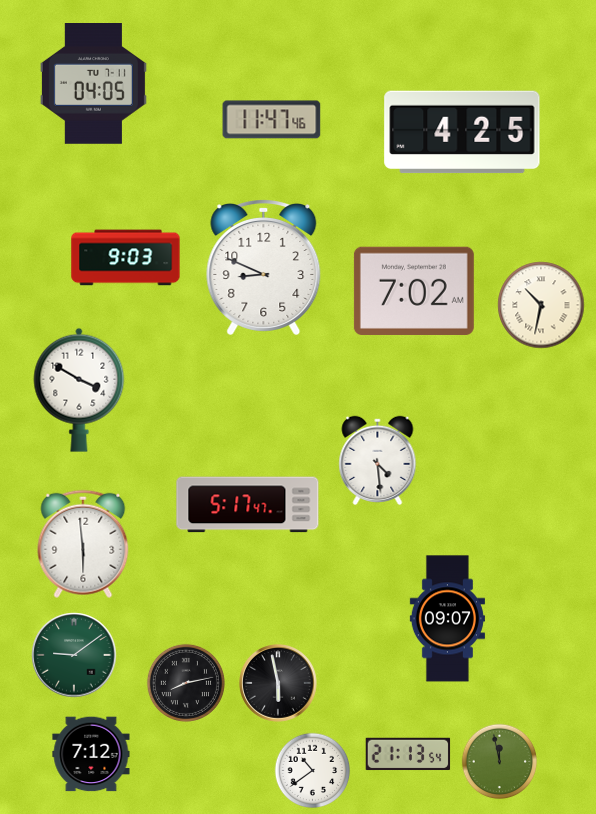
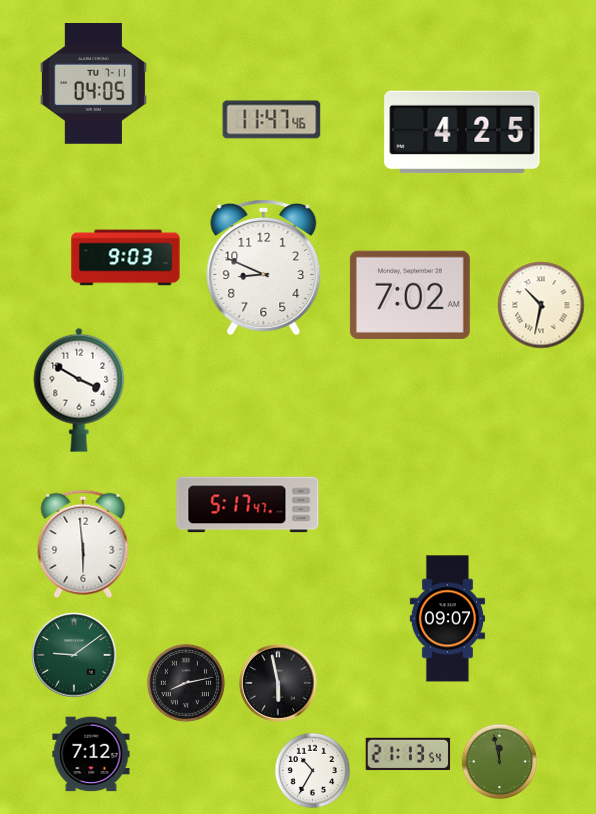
clock at (414, 291) position: (414, 291) -> (410, 295)
clock at (378, 460): 4:29 -> none
clock at (313, 771): 10:39 -> 10:35
